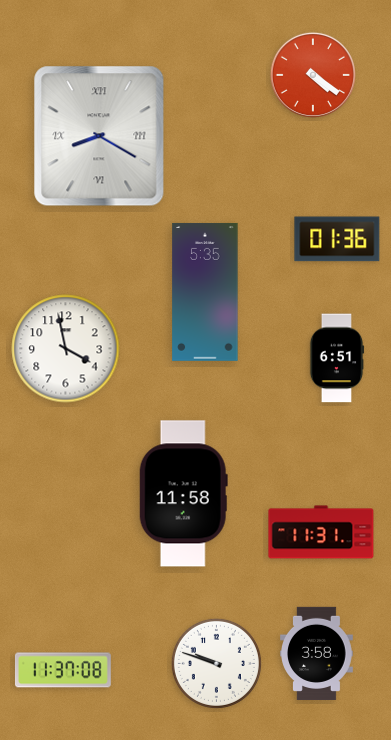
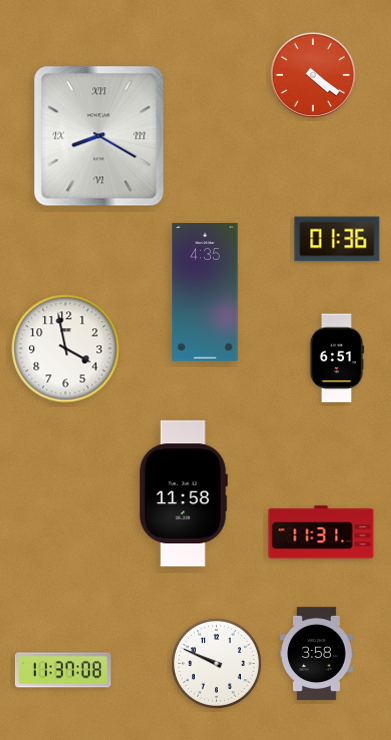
clock at (205, 292): 5:35 -> 4:35
clock at (216, 663): 9:48 -> 9:49
